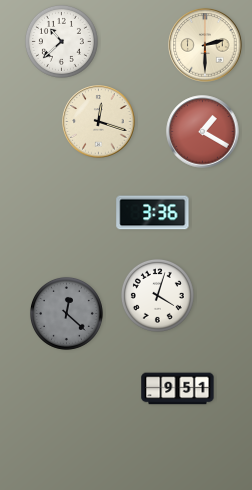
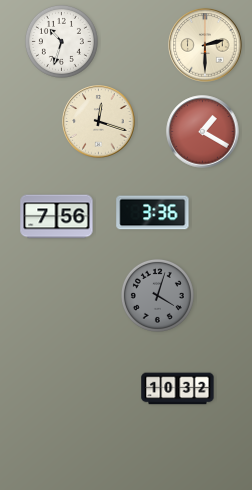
clock at (61, 41): 10:38 -> 10:33
clock at (57, 217): none -> 7:56
clock at (157, 295) dial: white -> grey
clock at (66, 313): 12:22 -> none
clock at (178, 389): 9:51 -> 10:32
